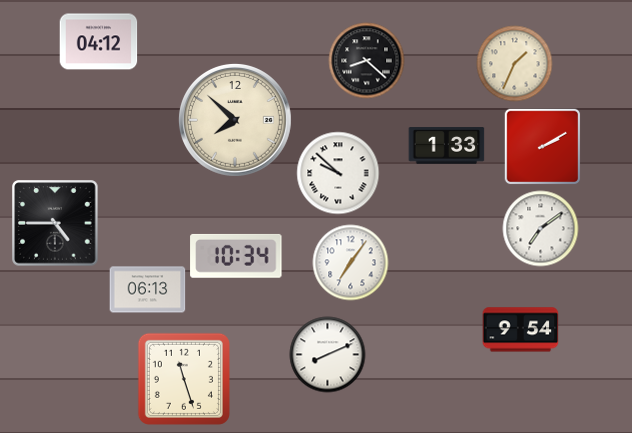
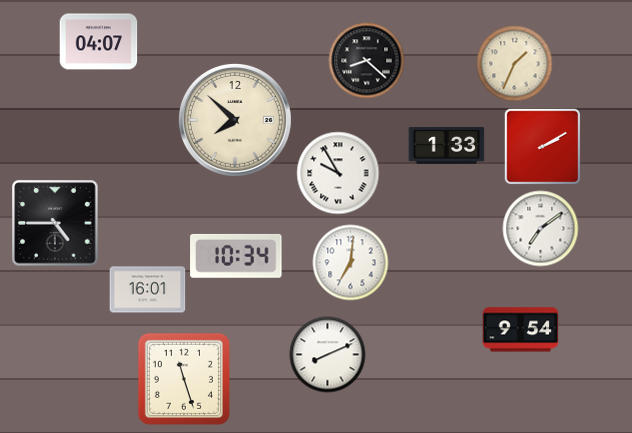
clock at (99, 42): 04:12 -> 04:07
clock at (338, 173): 9:52 -> 9:55
clock at (351, 263): 7:06 -> 7:01
clock at (148, 290): 06:13 -> 16:01
